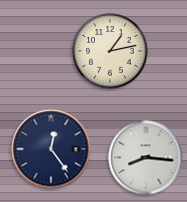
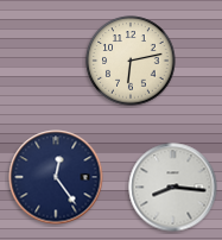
clock at (110, 51): 1:13 -> 6:13
clock at (51, 149) position: (51, 149) -> (56, 177)
